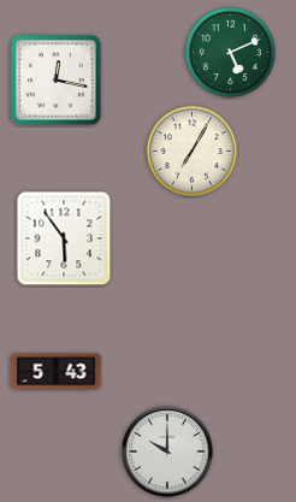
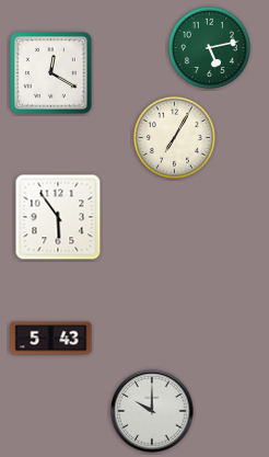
clock at (230, 52): 5:11 -> 5:13
clock at (57, 81): 12:17 -> 12:20
